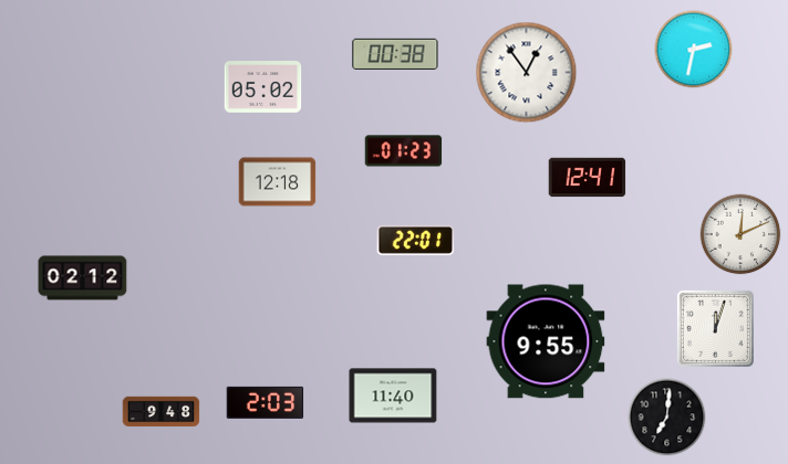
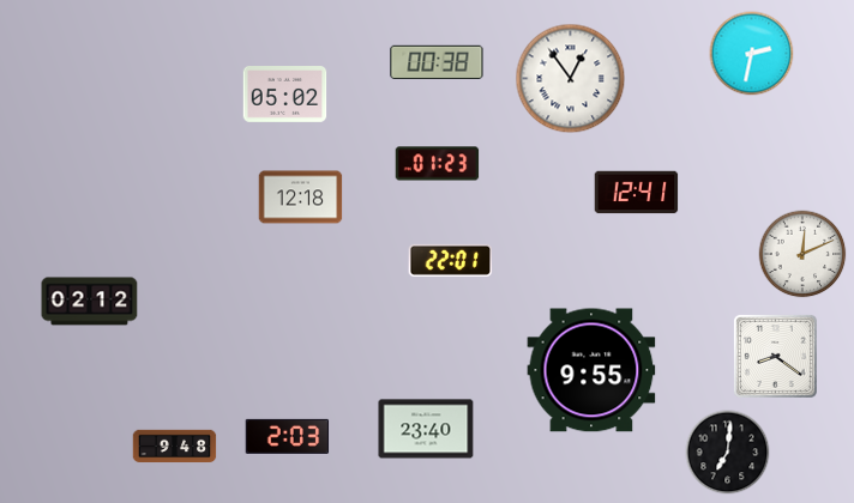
clock at (395, 54) position: (395, 54) -> (437, 62)
clock at (715, 328): 12:03 -> 8:21
clock at (393, 396): 11:40 -> 23:40
clock at (667, 418) position: (667, 418) -> (728, 453)
